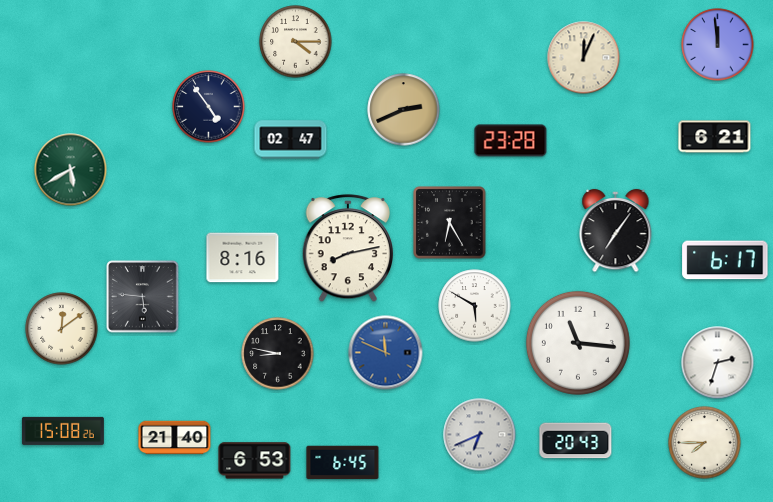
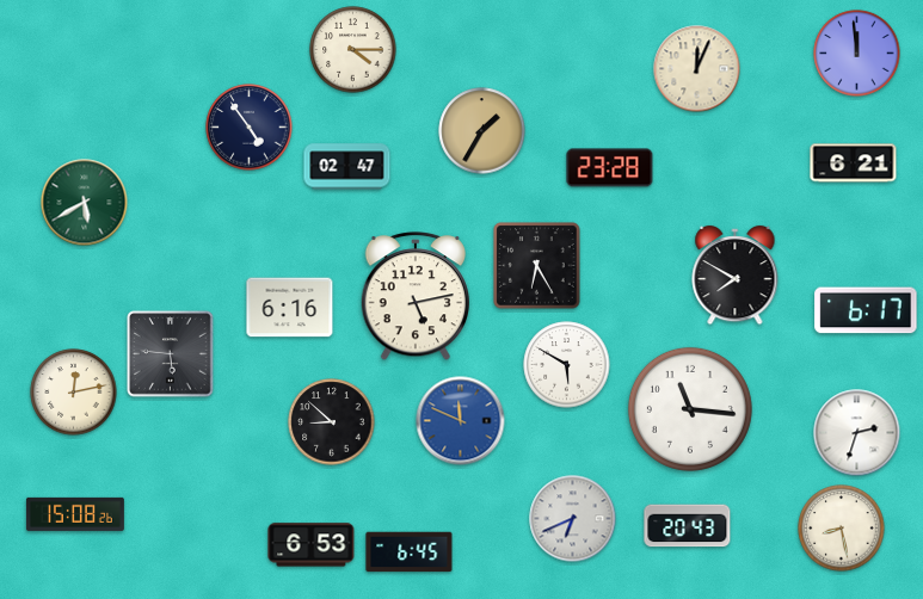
clock at (404, 110): 2:41 -> 1:35
clock at (616, 231): 7:06 -> 7:50
clock at (348, 249): 8:13 -> 5:13
clock at (243, 258): 8:16 -> 6:16
clock at (62, 329): 12:09 -> 12:13
clock at (278, 354): 8:47 -> 8:52
clock at (175, 438): 21:40 -> none
clock at (705, 443): 7:45 -> 8:28
clock at (255, 461) position: (255, 461) -> (312, 545)
